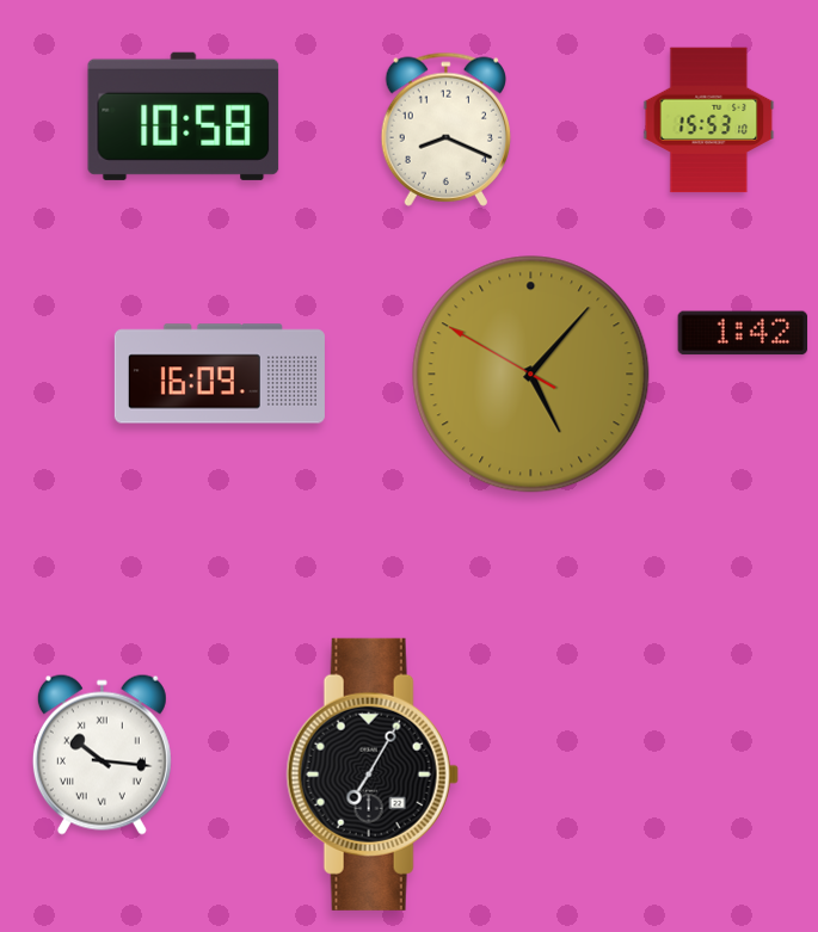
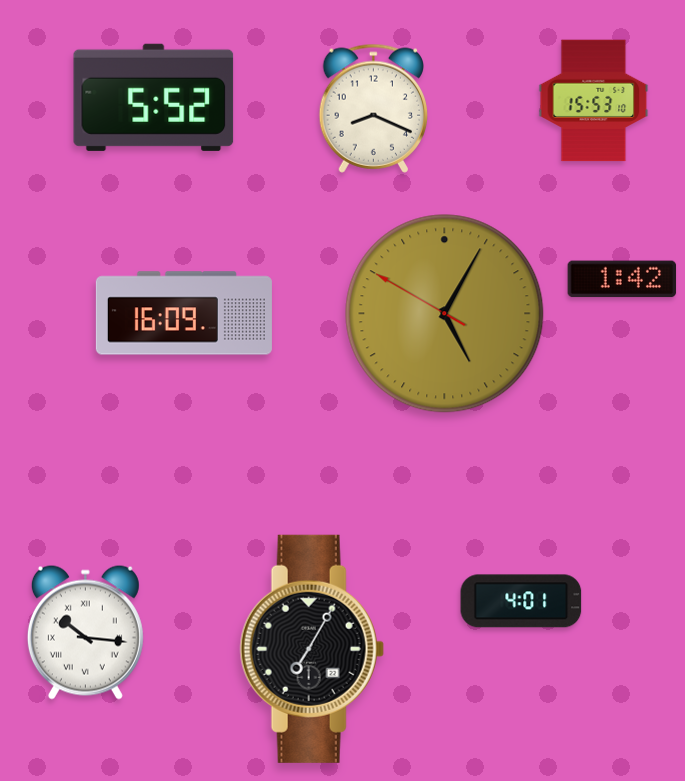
clock at (184, 116): 10:58 -> 5:52
clock at (531, 375): 5:06 -> 5:04
clock at (521, 601): none -> 4:01
